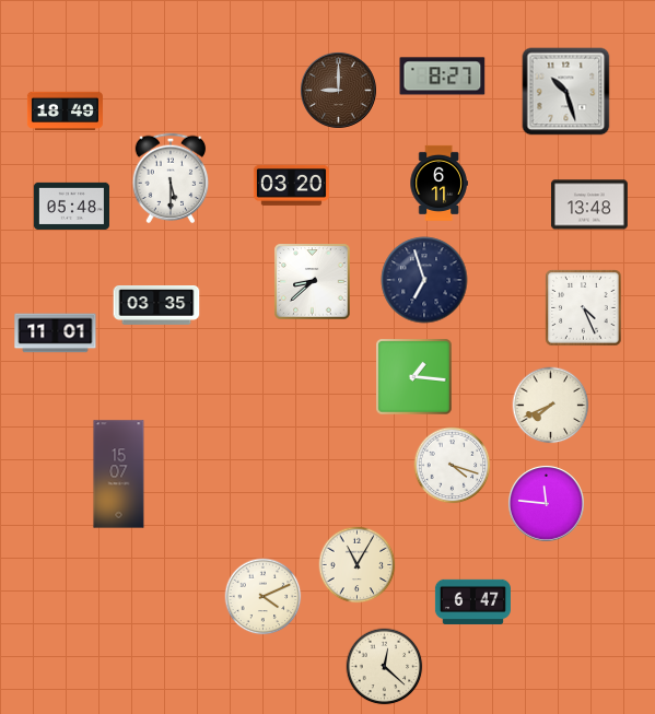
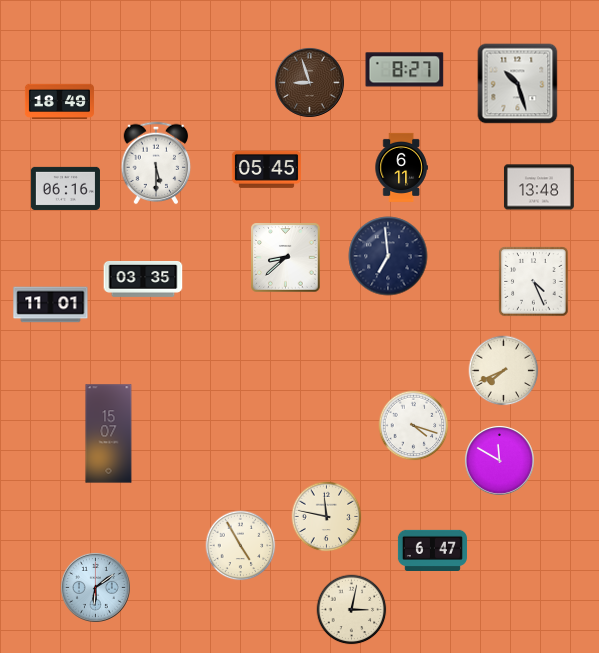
clock at (338, 90): 9:00 -> 8:57
clock at (291, 185): 03:20 -> 05:45
clock at (71, 206): 05:48 -> 06:16
clock at (424, 280): 6:57 -> 6:59
clock at (414, 377): 1:16 -> none
clock at (546, 503): 11:46 -> 11:50
clock at (358, 565): 11:05 -> 11:47
clock at (264, 597): 4:11 -> 4:55
clock at (95, 587): none -> 6:09
clock at (385, 667): 12:22 -> 3:02
